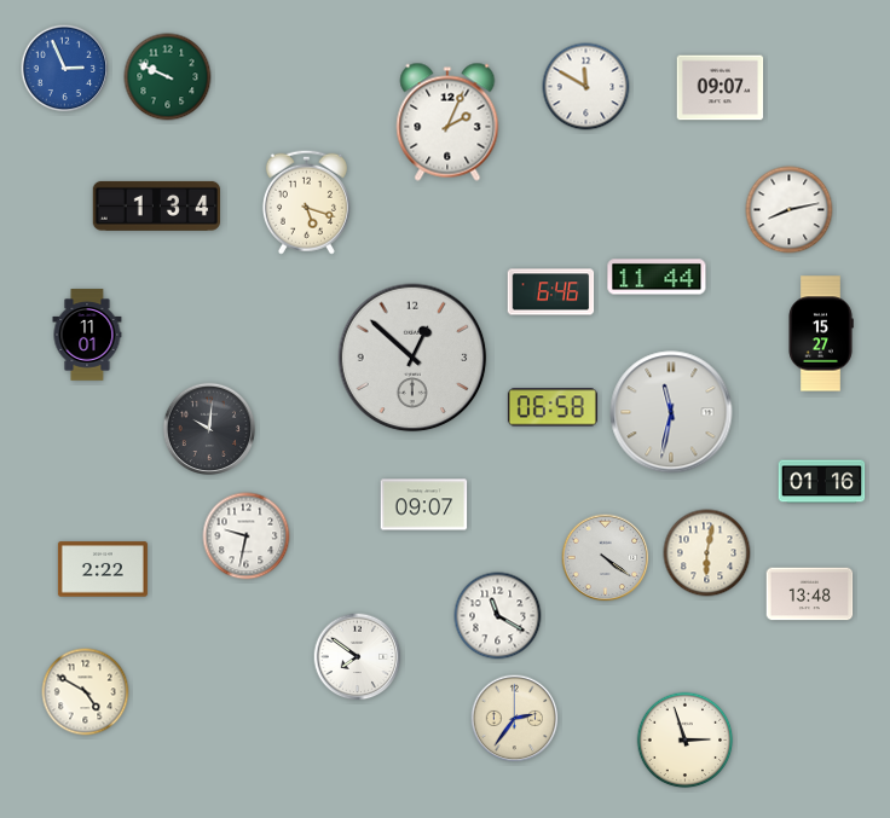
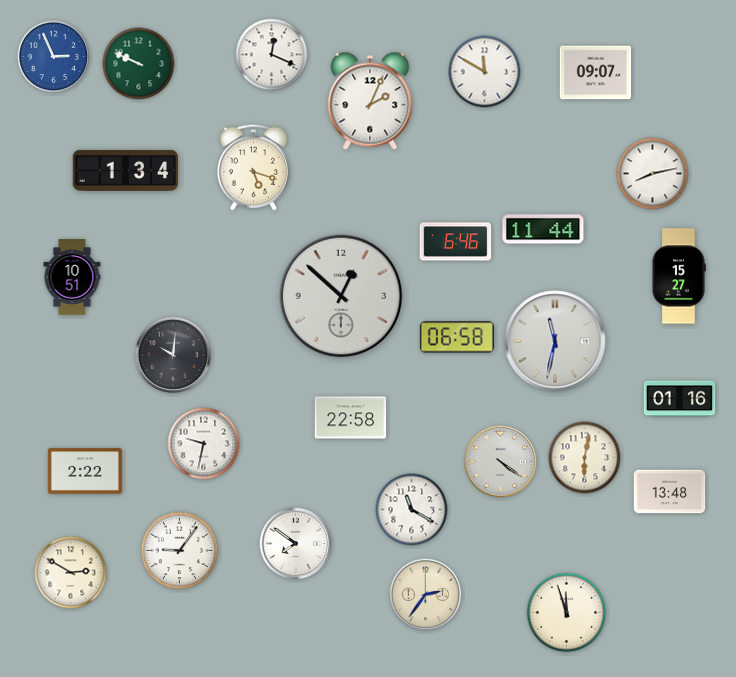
clock at (272, 55): none -> 12:19
clock at (156, 205) position: (156, 205) -> (125, 170)
clock at (87, 335): 11:01 -> 10:51
clock at (424, 505): 09:07 -> 22:58
clock at (180, 551): none -> 9:06
clock at (86, 692): 4:50 -> 2:50
clock at (686, 741): 2:57 -> 11:57
